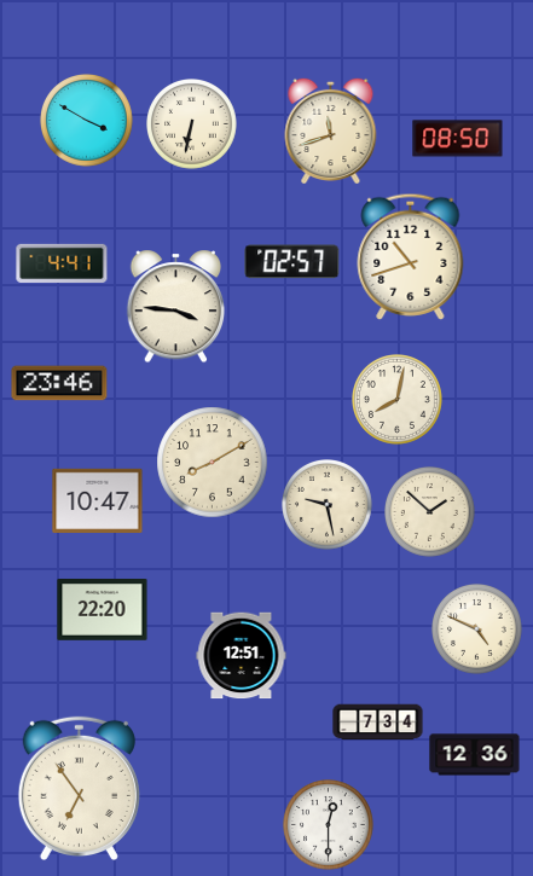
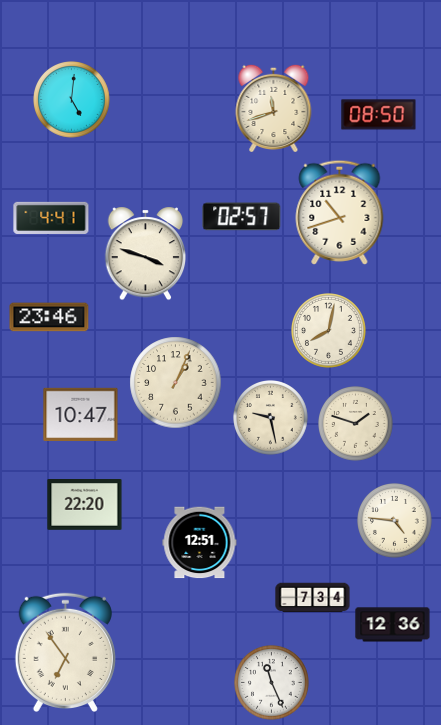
clock at (87, 121): 3:50 -> 5:01
clock at (192, 124): 6:32 -> none
clock at (176, 307): 3:46 -> 3:48
clock at (213, 463): 8:10 -> 1:04
clock at (430, 512): 1:52 -> 1:48
clock at (477, 630): 4:49 -> 4:46
clock at (329, 825): 12:30 -> 11:26
